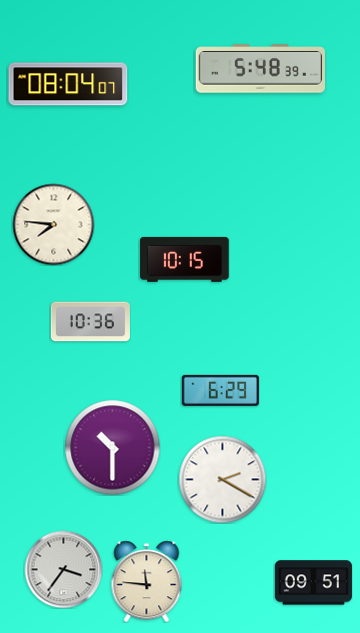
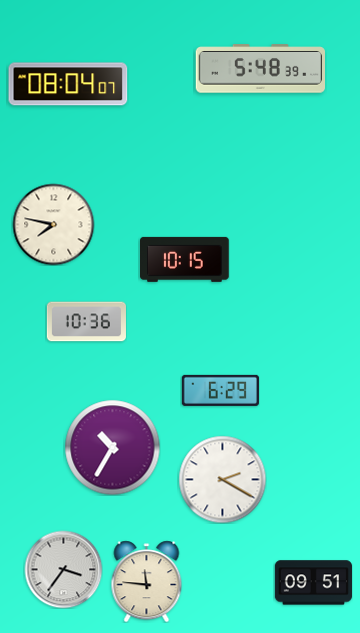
clock at (53, 224): 7:46 -> 7:47
clock at (90, 322) position: (90, 322) -> (86, 322)
clock at (112, 447): 10:30 -> 10:35
